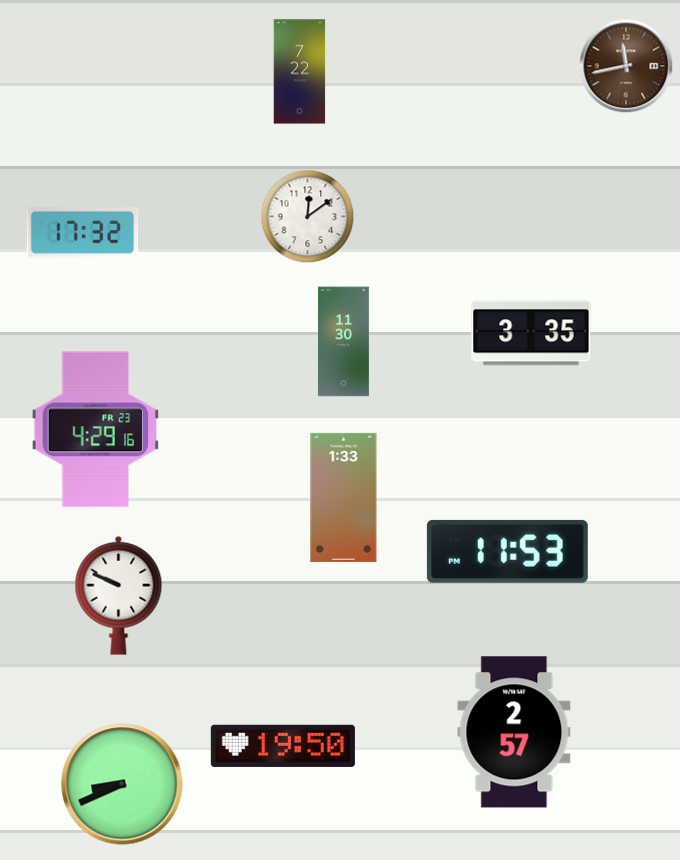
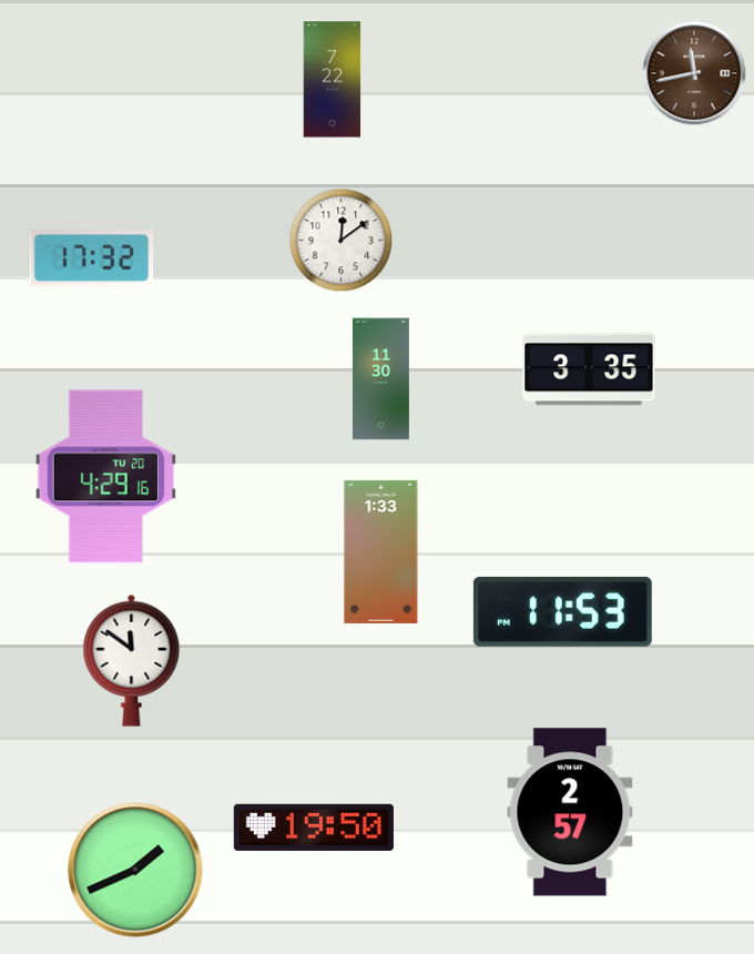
clock at (95, 430) date: FR 23 -> TU 20
clock at (119, 595): 9:49 -> 11:51
clock at (122, 784): 8:41 -> 1:41
